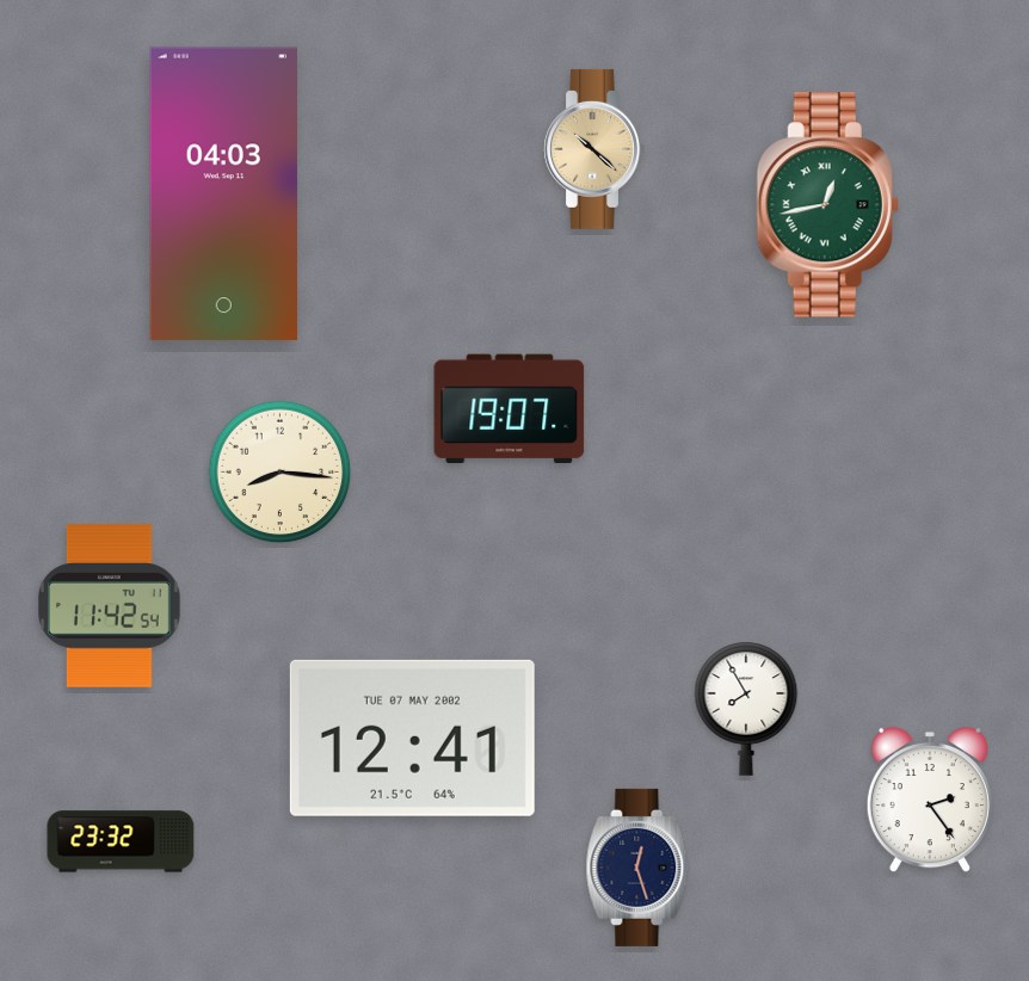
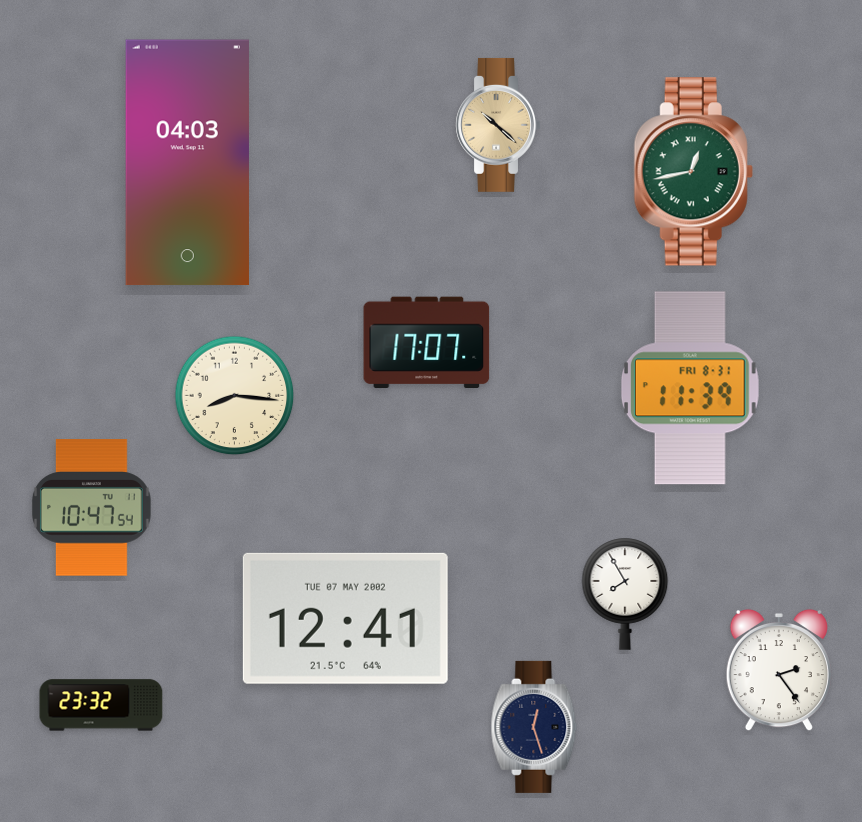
clock at (510, 408): 19:07 -> 17:07
clock at (690, 388): none -> 11:39
clock at (110, 606): 11:42 -> 10:47
